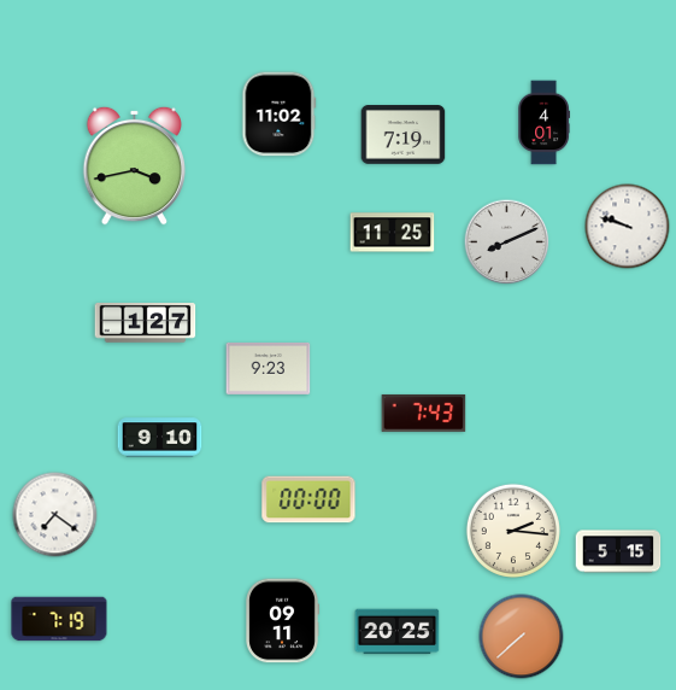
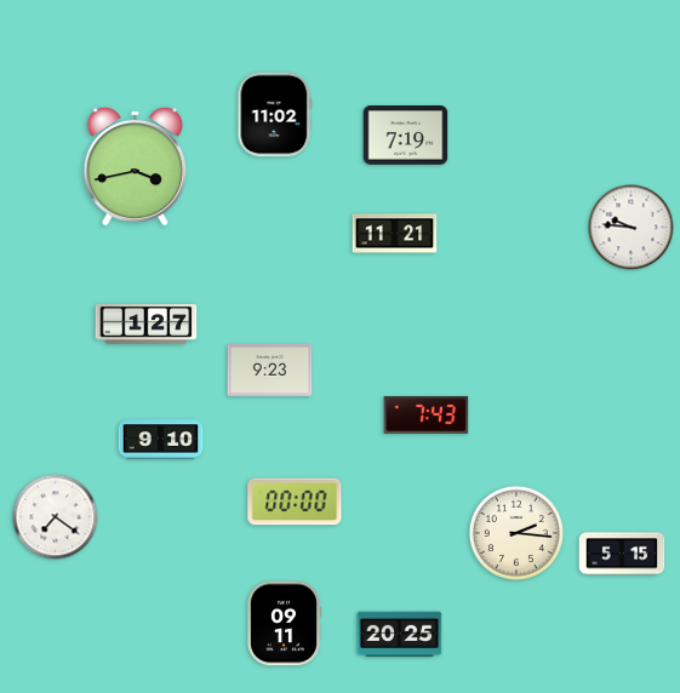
clock at (280, 115) position: (280, 115) -> (275, 115)
clock at (543, 123): 4:01 -> none
clock at (628, 227): 9:48 -> 9:46
clock at (393, 233): 11:25 -> 11:21
clock at (507, 242): 8:11 -> none
clock at (308, 499) position: (308, 499) -> (295, 502)
clock at (59, 619): 7:19 -> none
clock at (522, 637): 7:38 -> none
